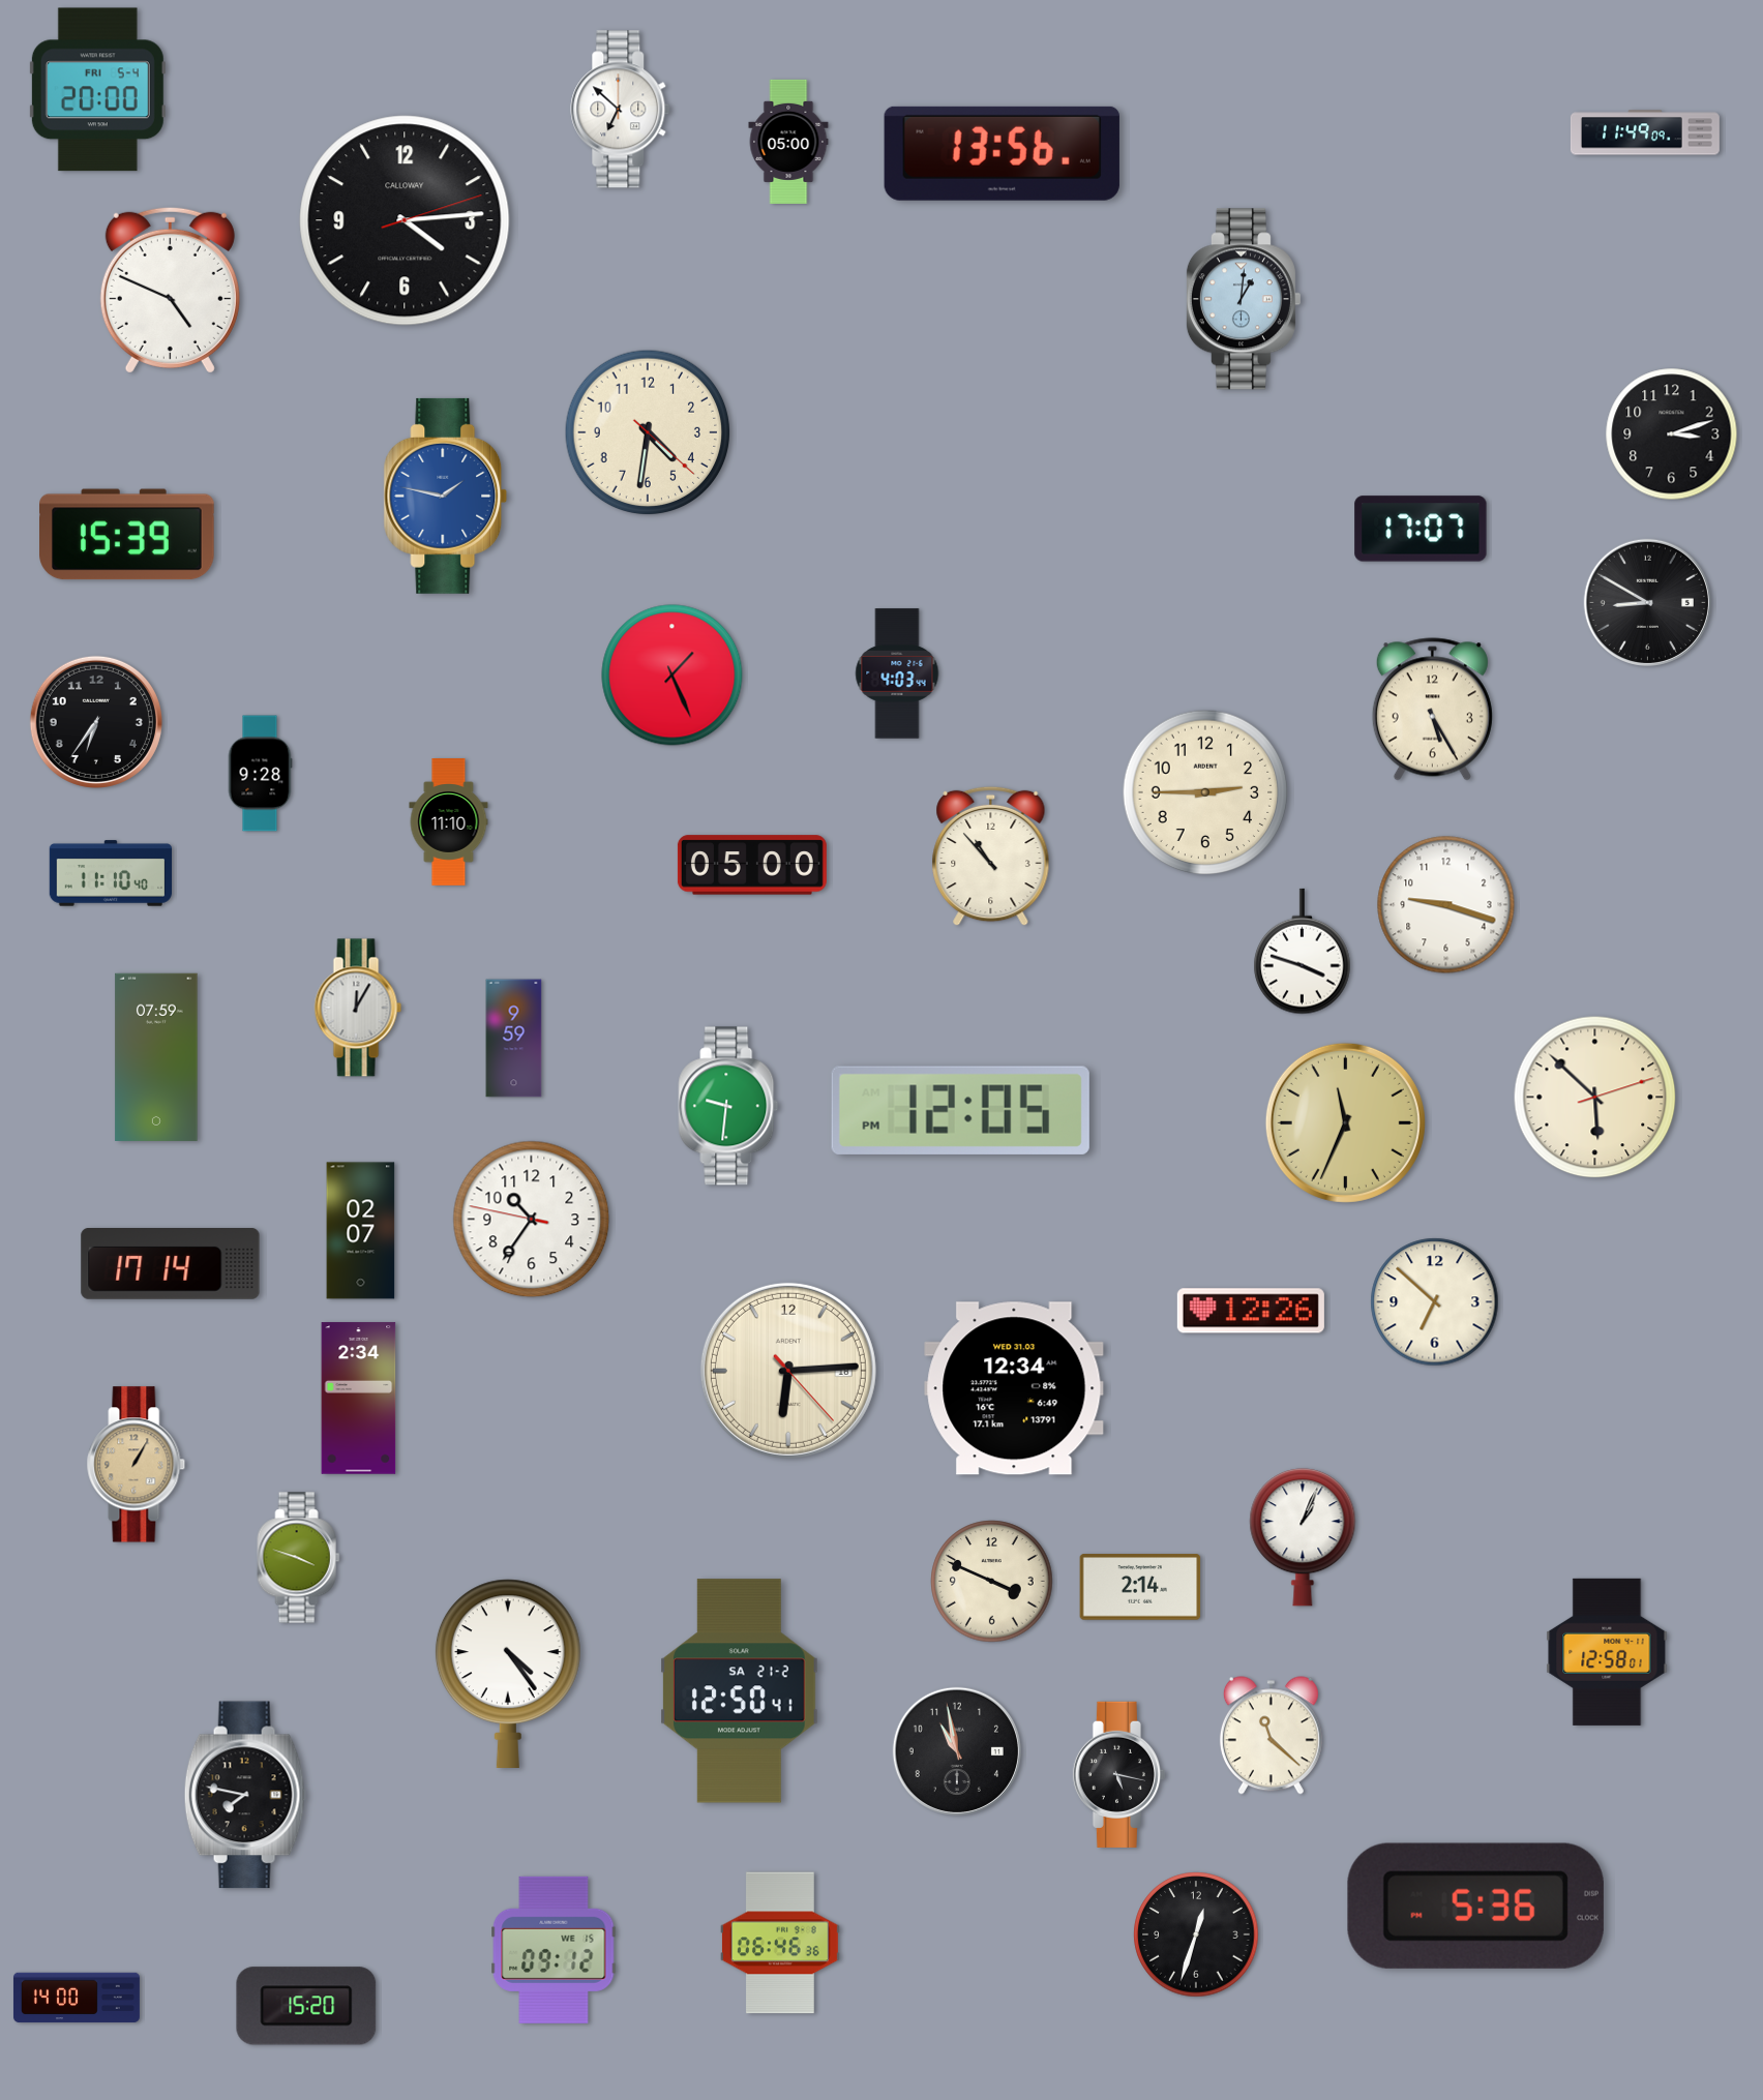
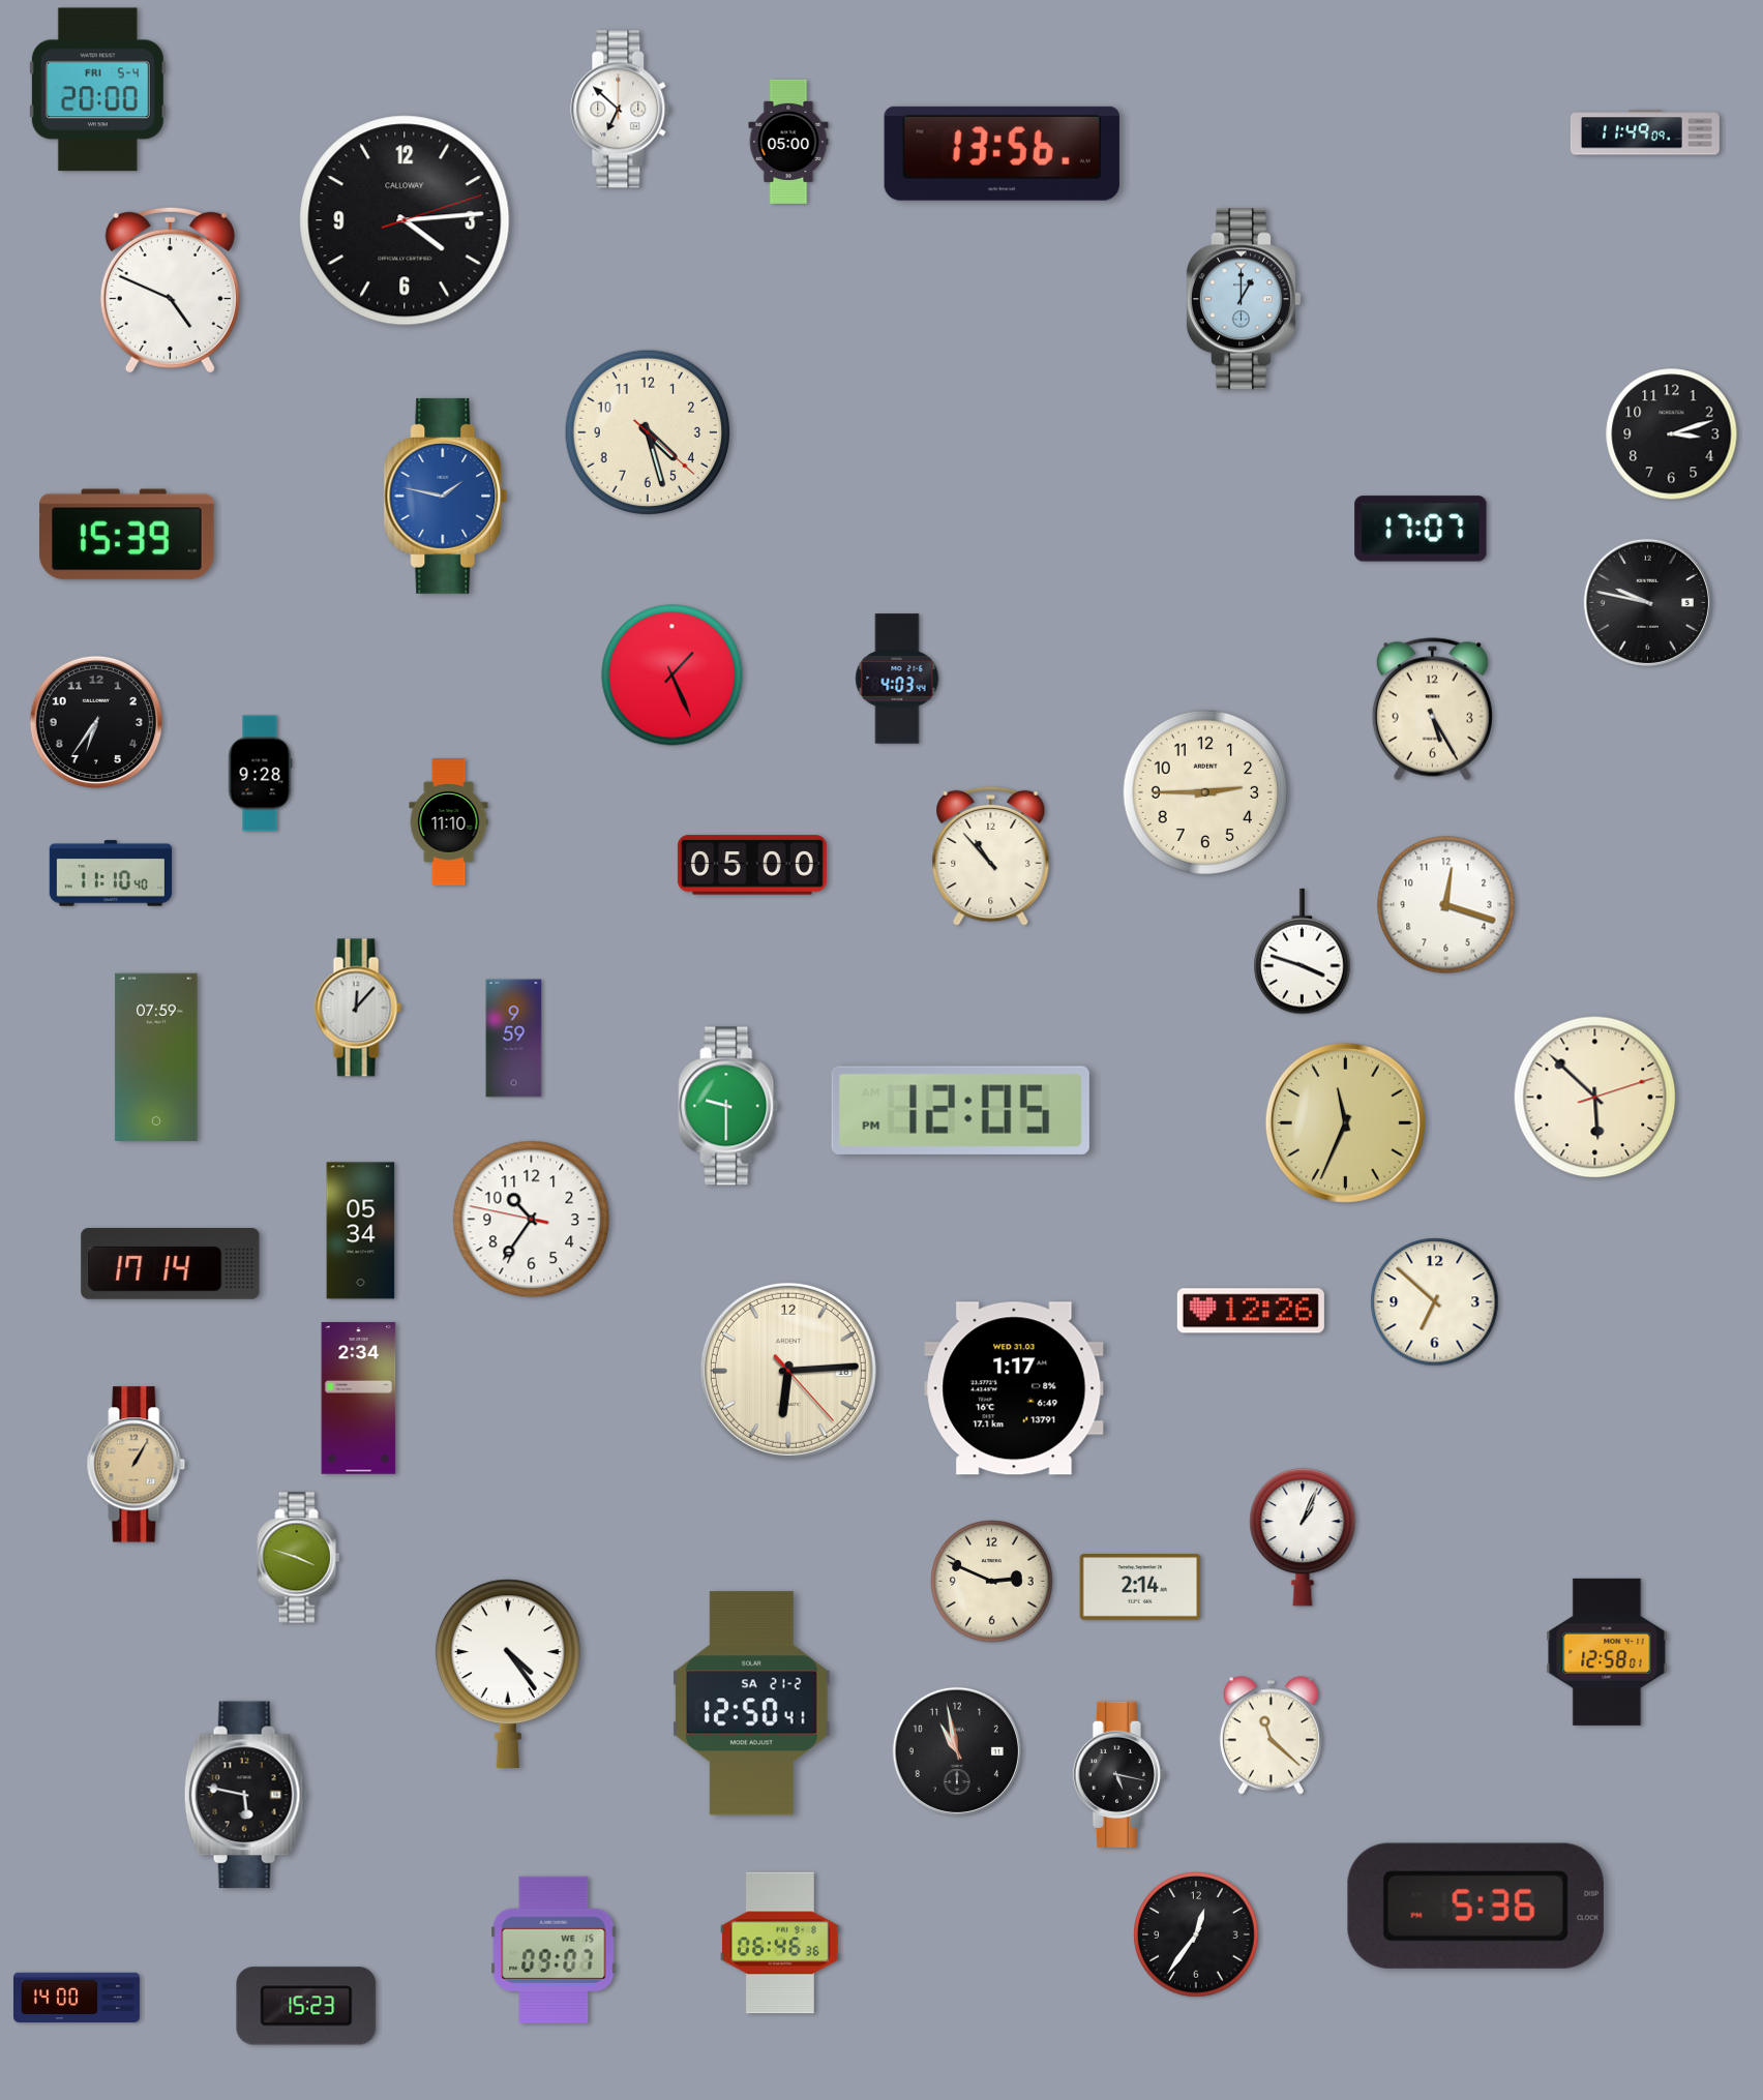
clock at (1243, 299): 1:01 -> 1:00
clock at (648, 432): 4:31 -> 4:27
clock at (1647, 602): 8:50 -> 9:47
clock at (897, 673) position: (897, 673) -> (897, 679)
clock at (1446, 905): 9:18 -> 12:18
clock at (358, 1008): 12:05 -> 12:07
clock at (728, 1106): 9:31 -> 9:30
clock at (361, 1231): 02:07 -> 05:34
clock at (1014, 1388): 12:34 -> 1:17
clock at (992, 1582): 3:49 -> 2:49
clock at (740, 1691) position: (740, 1691) -> (752, 1704)
clock at (245, 1795): 7:47 -> 5:47
clock at (1196, 1934): 12:33 -> 12:36
clock at (554, 1950): 09:12 -> 09:07
clock at (306, 2006): 15:20 -> 15:23
